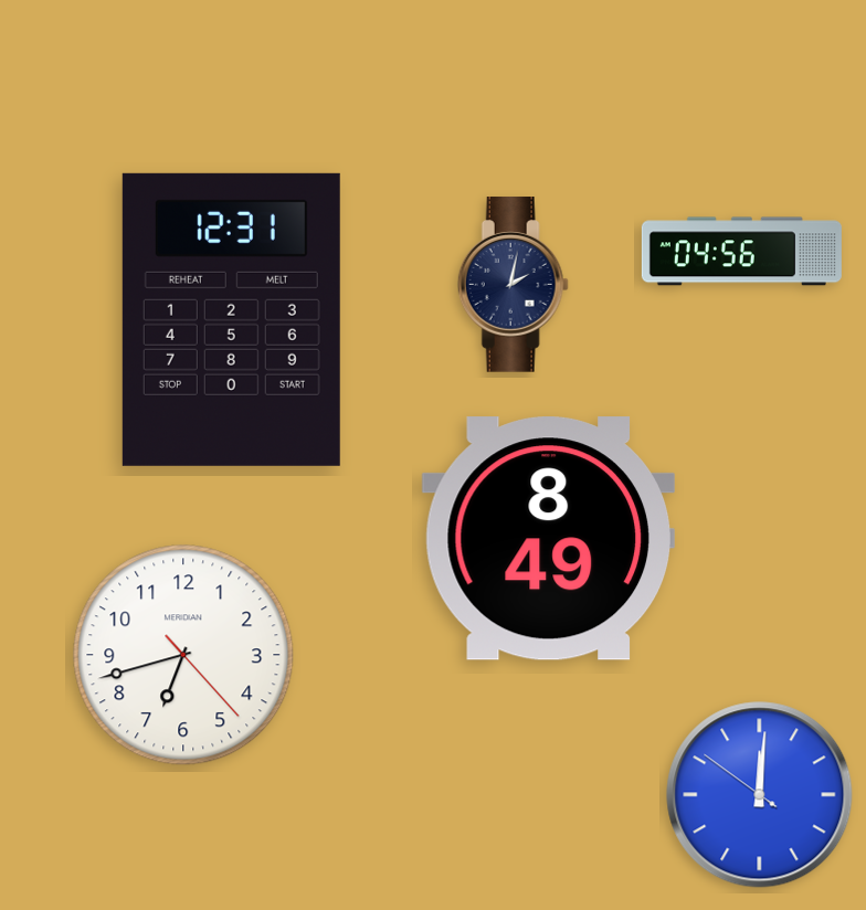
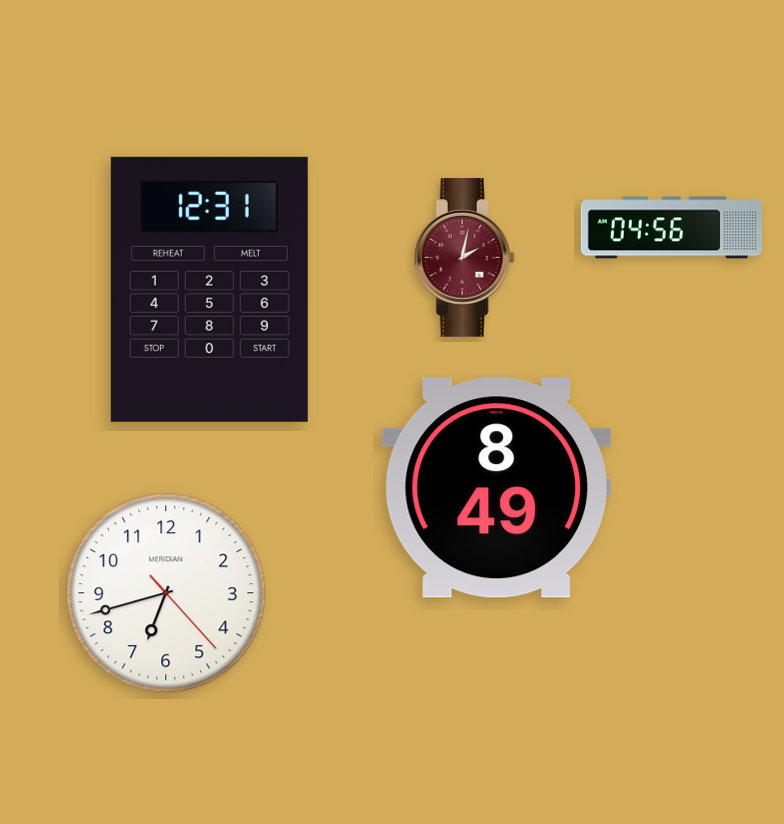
clock at (513, 285) dial: navy -> burgundy
clock at (760, 795): 12:00 -> none
